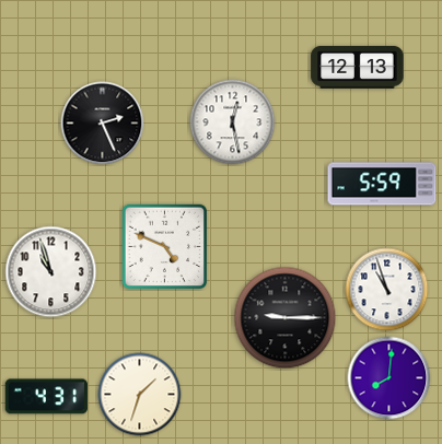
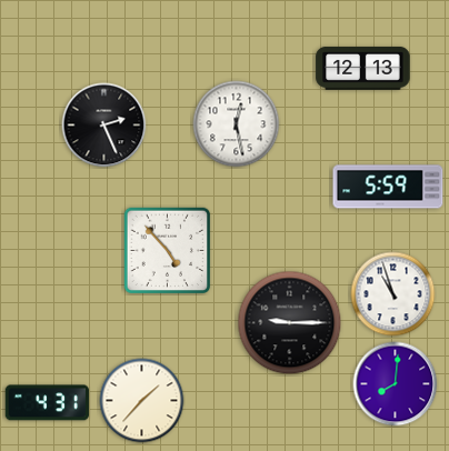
clock at (165, 247): 4:49 -> 4:53
clock at (51, 272): 10:57 -> none
clock at (140, 395): 1:33 -> 1:37
